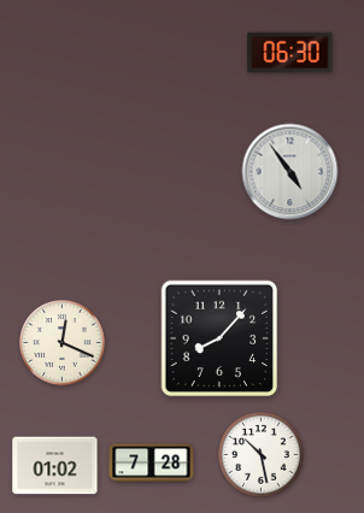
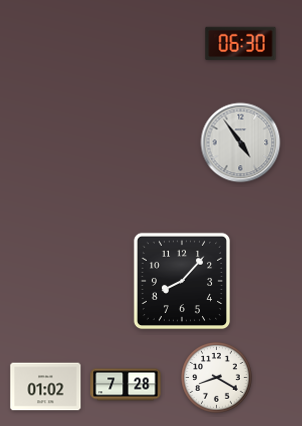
clock at (63, 343): 12:19 -> none
clock at (262, 455): 10:28 -> 8:20
